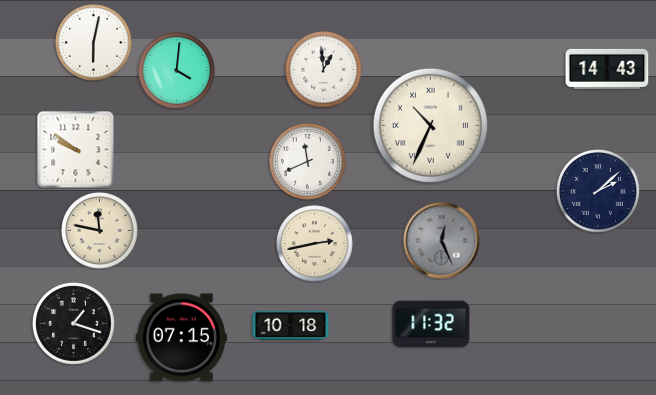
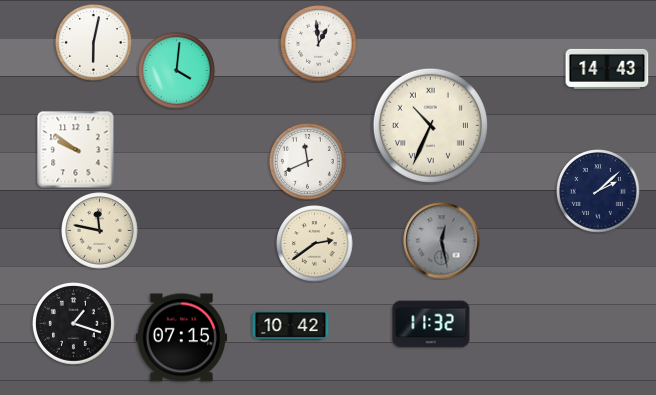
clock at (324, 70) position: (324, 70) -> (319, 44)
clock at (442, 241): 12:26 -> 12:28
clock at (315, 244): 2:43 -> 2:39
clock at (291, 326): 10:18 -> 10:42
